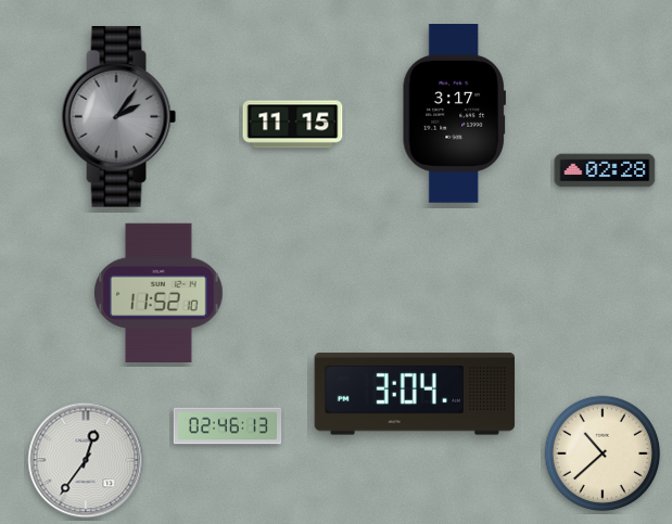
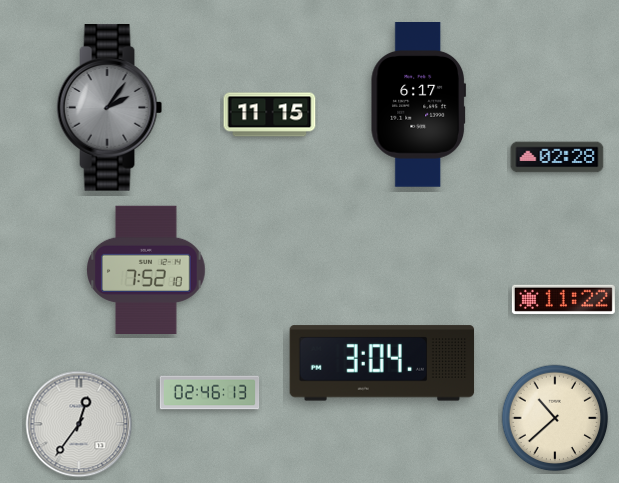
clock at (454, 114): 3:17 -> 6:17
clock at (159, 292): 11:52 -> 7:52
clock at (563, 299): none -> 11:22
